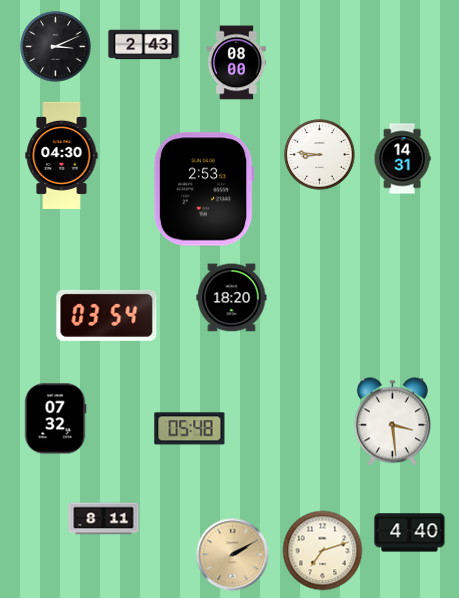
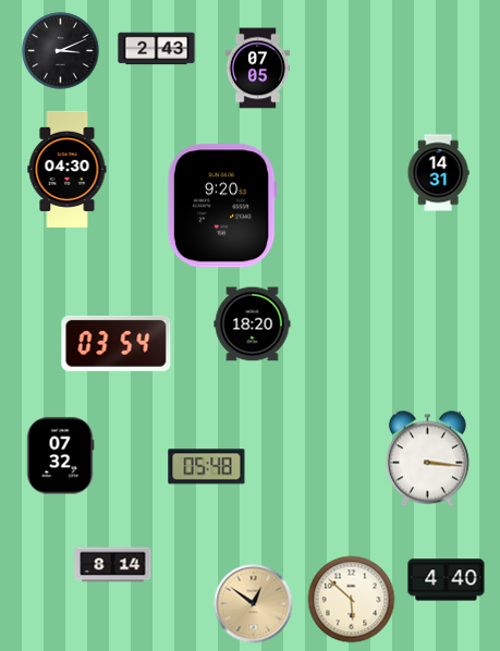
clock at (236, 63): 08:00 -> 07:05
clock at (320, 155): 8:46 -> none
clock at (204, 189): 2:53 -> 9:20
clock at (392, 422): 3:29 -> 3:16
clock at (104, 519): 8:11 -> 8:14
clock at (323, 551): 7:12 -> 5:52
clock at (233, 555): 2:10 -> 12:51
